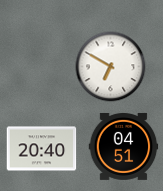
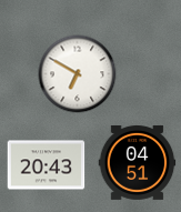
clock at (111, 67) position: (111, 67) -> (78, 74)
clock at (42, 149): 20:40 -> 20:43
